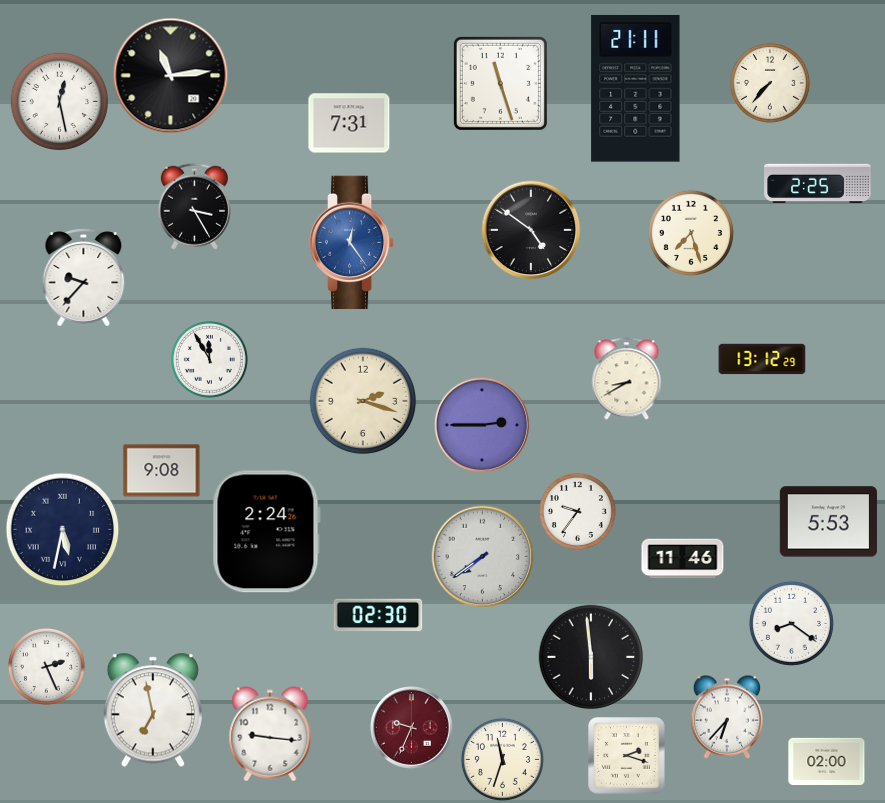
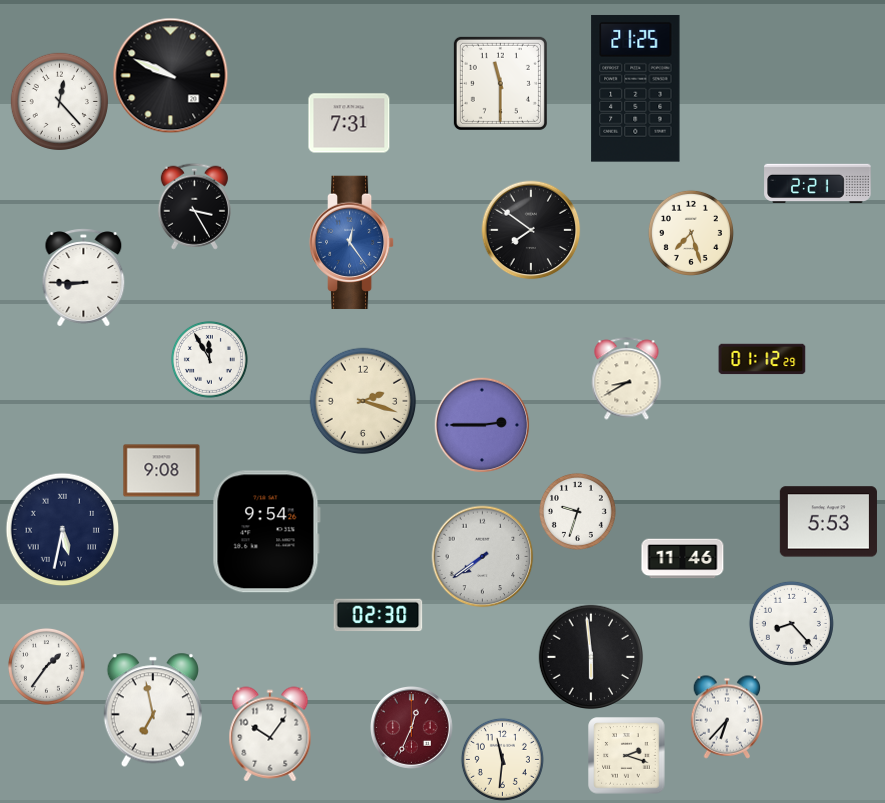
clock at (171, 76): 11:14 -> 9:49
clock at (500, 83): 11:27 -> 11:30
clock at (770, 83): 7:37 -> none
clock at (636, 89): 21:11 -> 21:25
clock at (59, 101): 12:28 -> 12:23
clock at (818, 184): 2:25 -> 2:21
clock at (531, 230): 4:51 -> 7:51
clock at (84, 278): 9:37 -> 8:45
clock at (762, 359): 13:12 -> 01:12
clock at (577, 511): 9:36 -> 9:33
clock at (266, 532): 2:24 -> 9:54
clock at (791, 623): 8:21 -> 8:23
clock at (46, 666): 2:26 -> 1:36
clock at (412, 728): 9:34 -> 12:34
clock at (270, 734): 9:16 -> 10:06
clock at (502, 759): 11:33 -> 11:31
clock at (827, 761): 02:00 -> none
